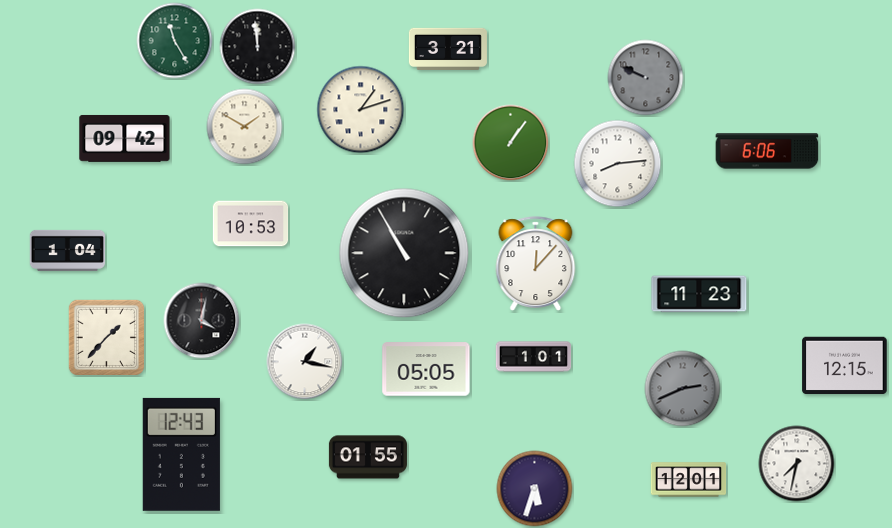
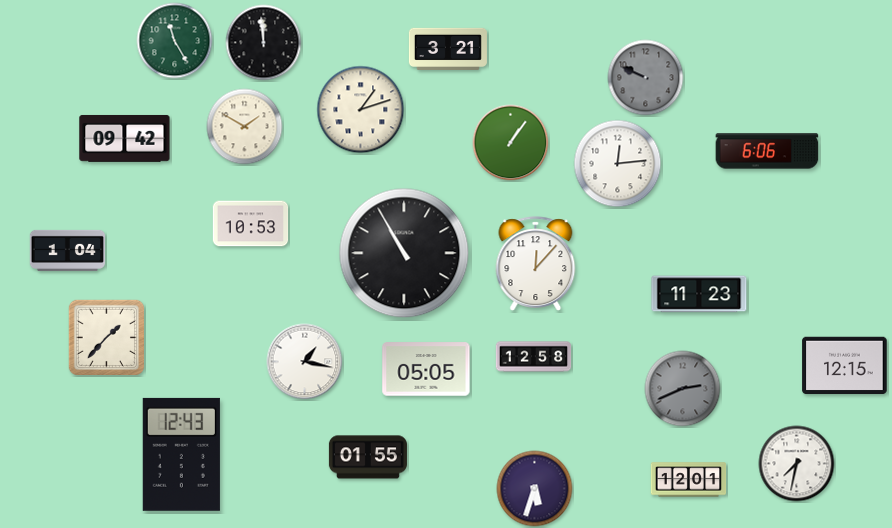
clock at (258, 47) position: (258, 47) -> (264, 43)
clock at (618, 164): 8:14 -> 12:14
clock at (202, 321): 4:02 -> none
clock at (534, 357): 1:01 -> 12:58
